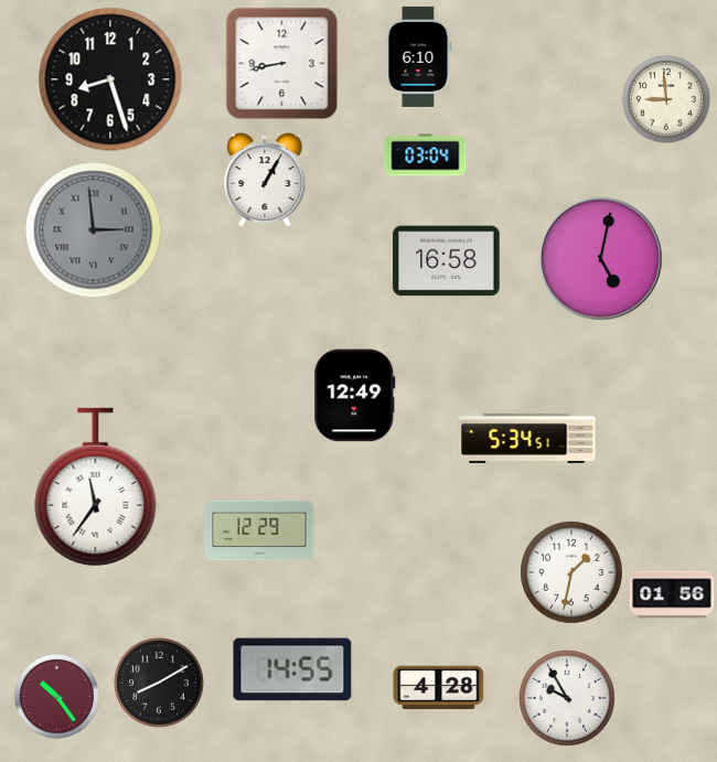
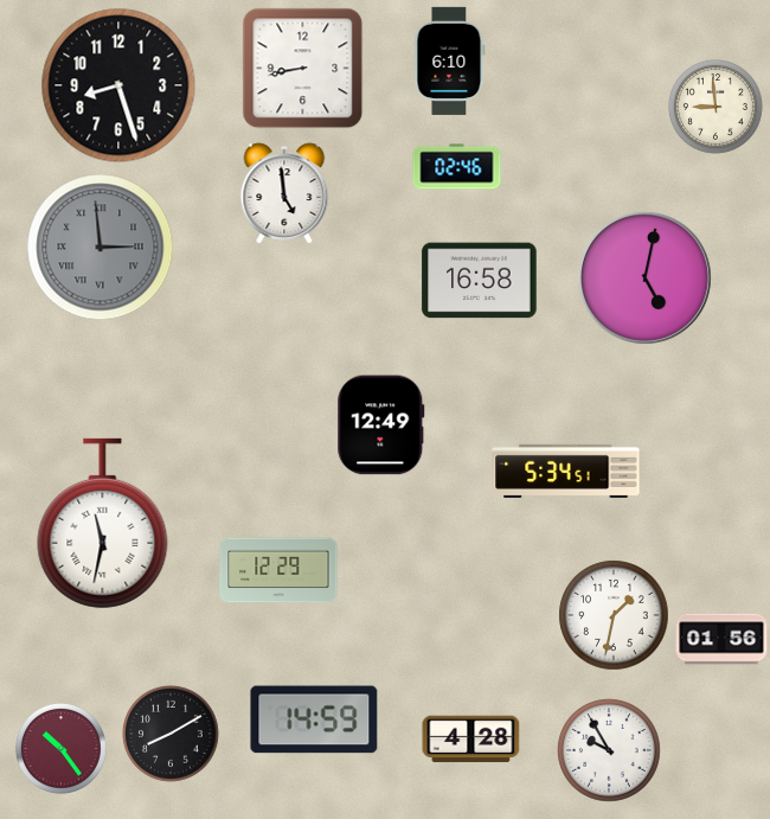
clock at (426, 155): 03:04 -> 02:46
clock at (265, 180): 1:05 -> 4:59
clock at (96, 487): 11:36 -> 11:32
clock at (292, 669): 14:55 -> 14:59
